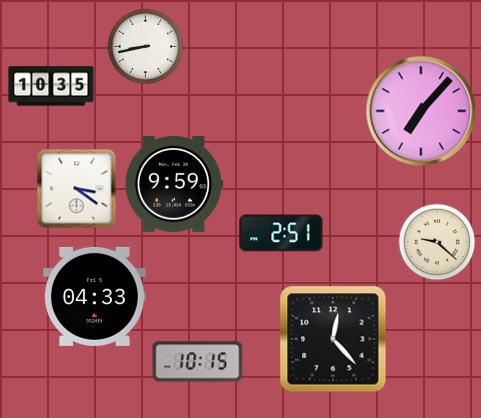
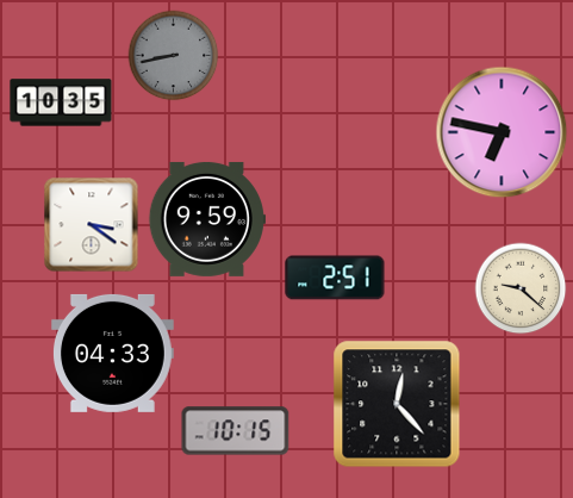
clock at (146, 47) dial: white -> grey
clock at (421, 111): 7:07 -> 6:47
